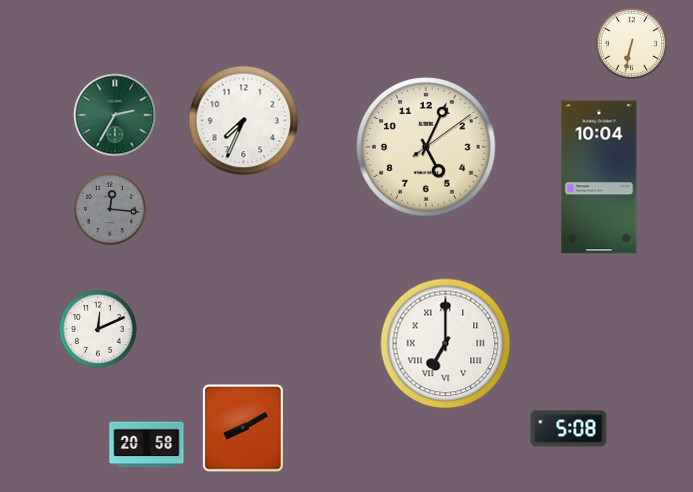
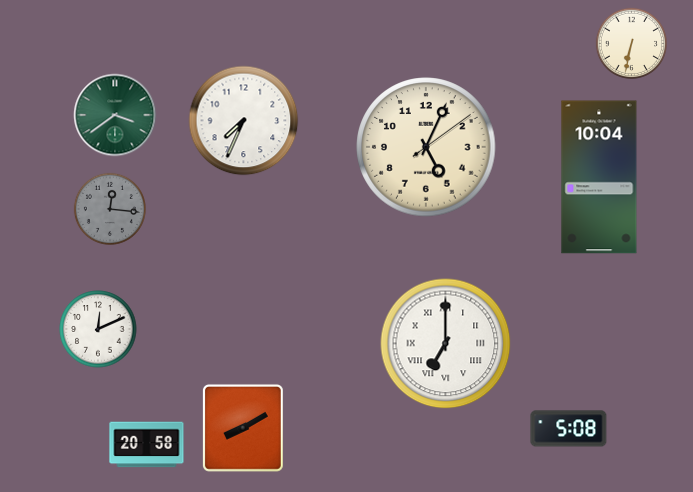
clock at (115, 115): 2:35 -> 3:39
